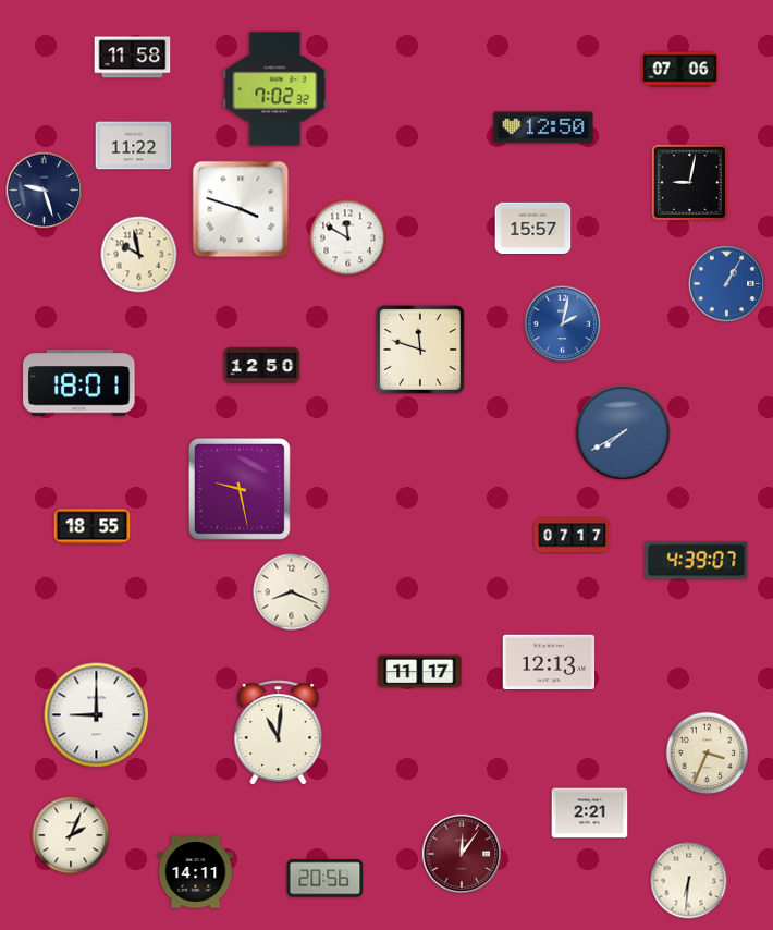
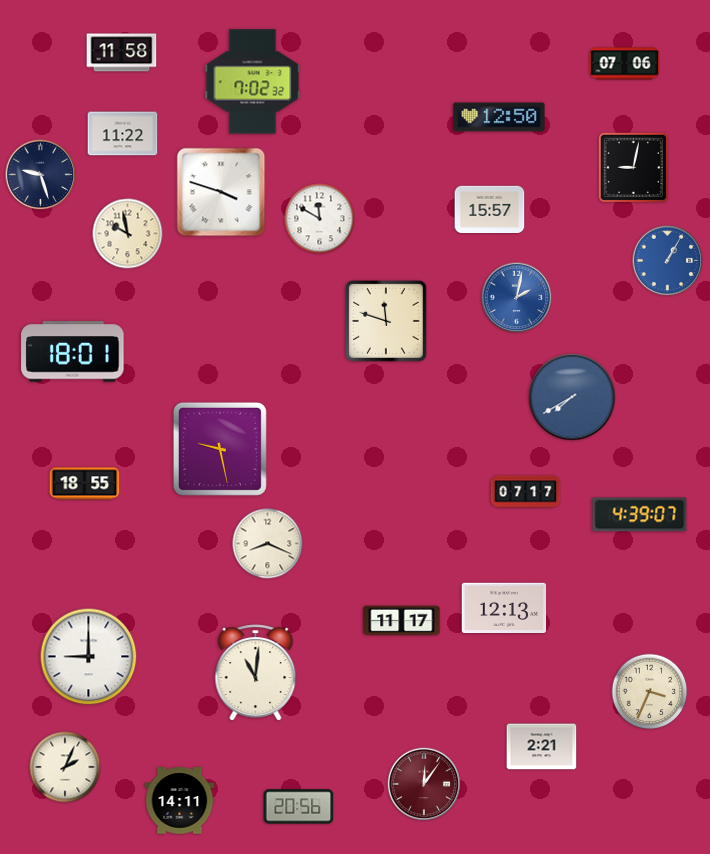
clock at (262, 365): 12:50 -> none
clock at (420, 672) position: (420, 672) -> (402, 621)
clock at (689, 881): 6:31 -> none
